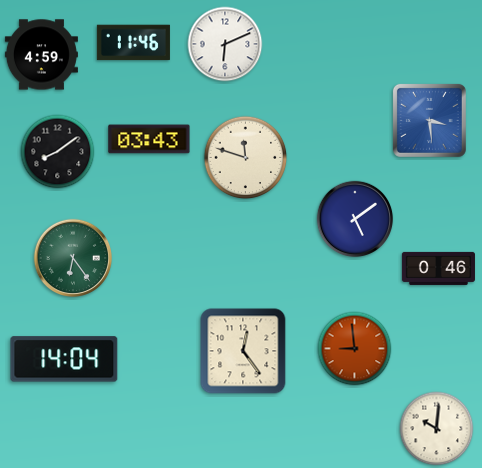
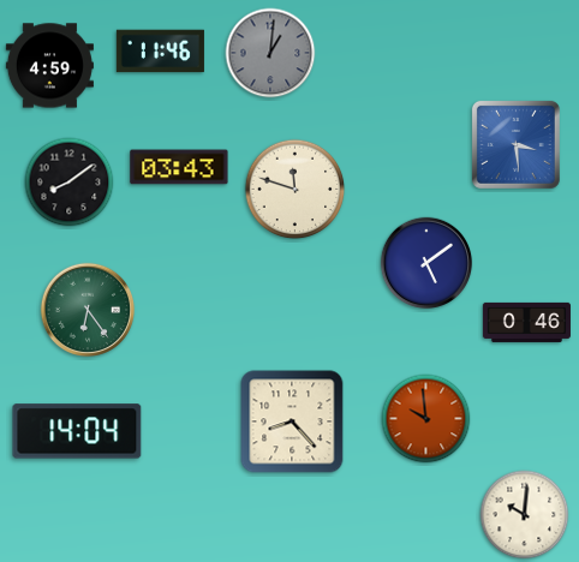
clock at (225, 44): 6:11 -> 1:01
clock at (225, 44) dial: white -> grey
clock at (355, 349): 8:59 -> 9:59
clock at (243, 351): 12:24 -> 8:23
